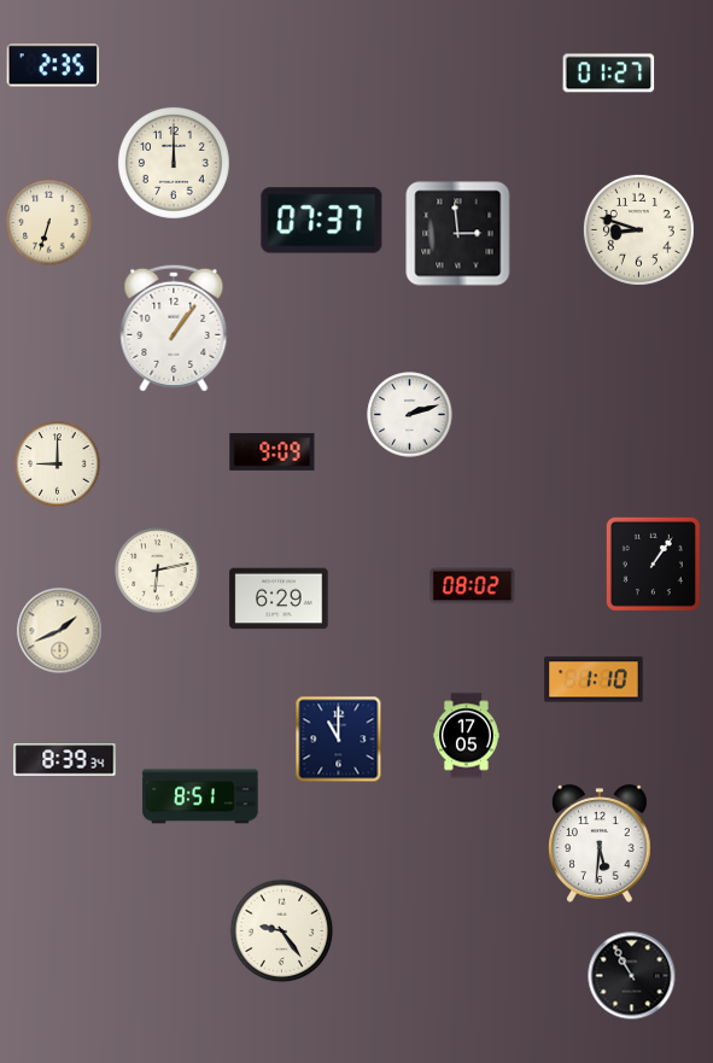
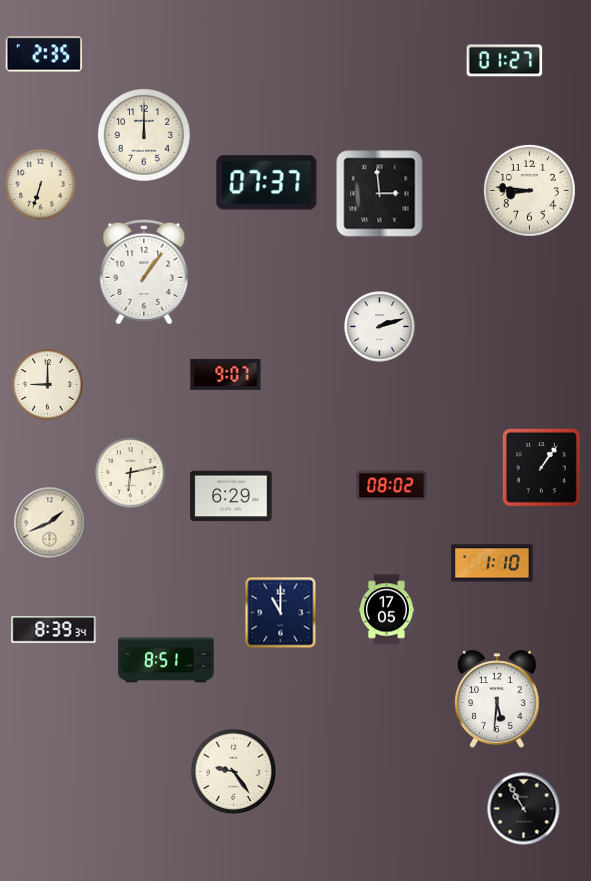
clock at (638, 229): 8:48 -> 8:46
clock at (410, 415) position: (410, 415) -> (380, 327)
clock at (273, 451): 9:09 -> 9:07
